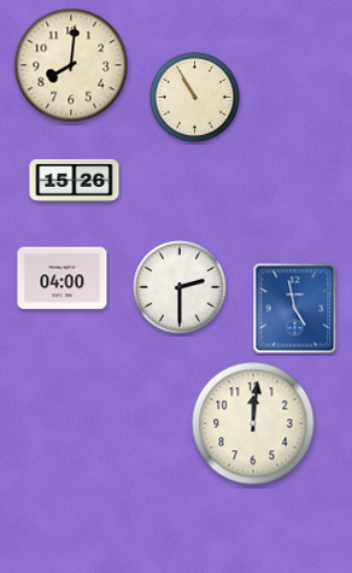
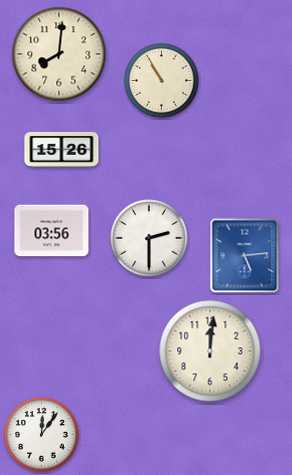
clock at (63, 279): 04:00 -> 03:56
clock at (295, 309): 4:58 -> 5:14
clock at (42, 435): none -> 12:06
